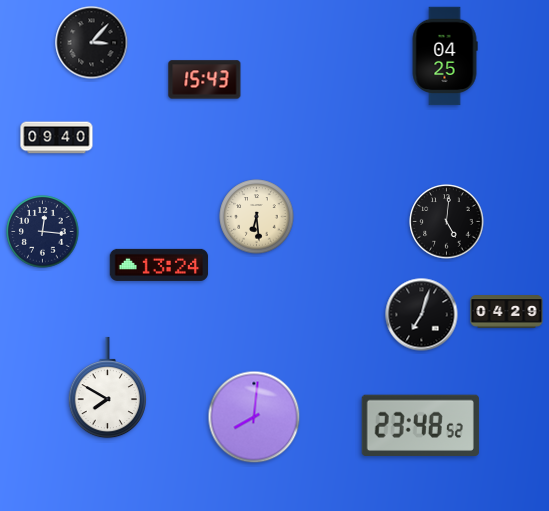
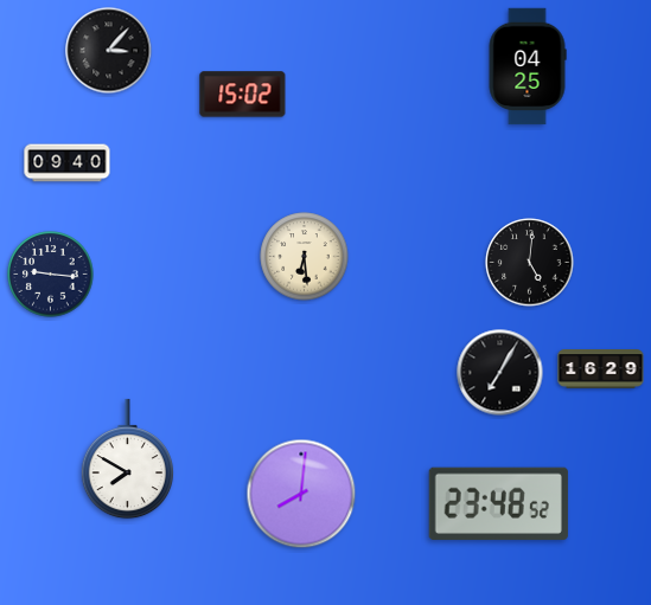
clock at (205, 80): 15:43 -> 15:02
clock at (43, 232): 12:16 -> 9:16
clock at (159, 265): 13:24 -> none
clock at (507, 312): 04:29 -> 16:29
clock at (422, 315): 7:03 -> 7:05
